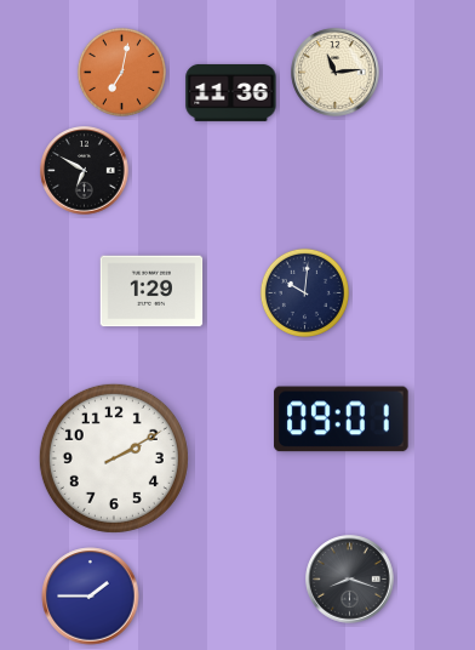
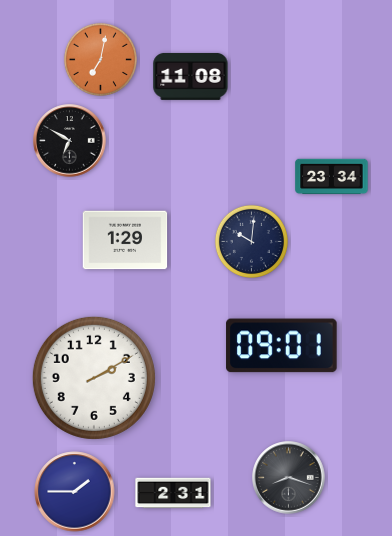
clock at (336, 73): 11:14 -> none
clock at (231, 92): 11:36 -> 11:08
clock at (332, 177): none -> 23:34
clock at (173, 493): none -> 2:31
